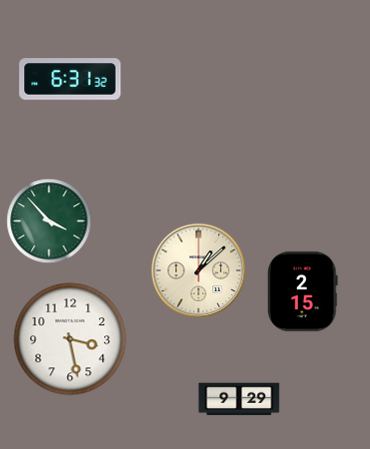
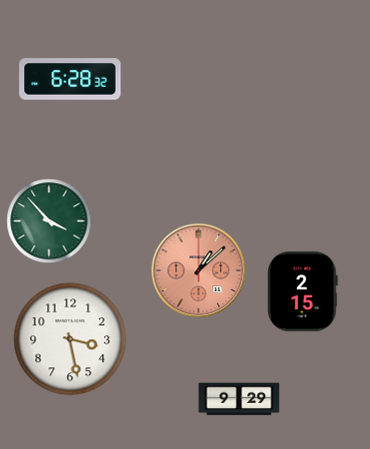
clock at (70, 79): 6:31 -> 6:28
clock at (199, 271) dial: cream -> salmon
